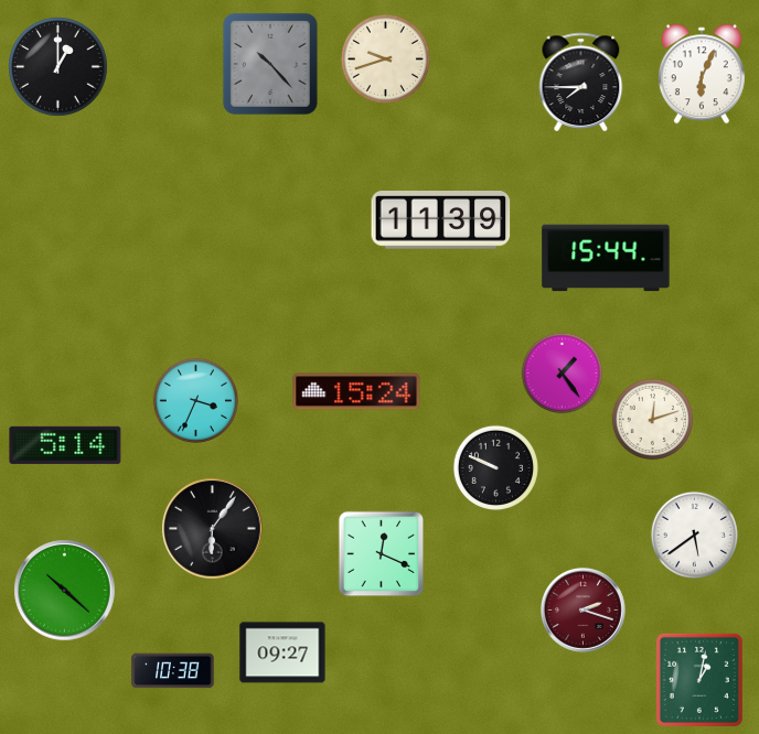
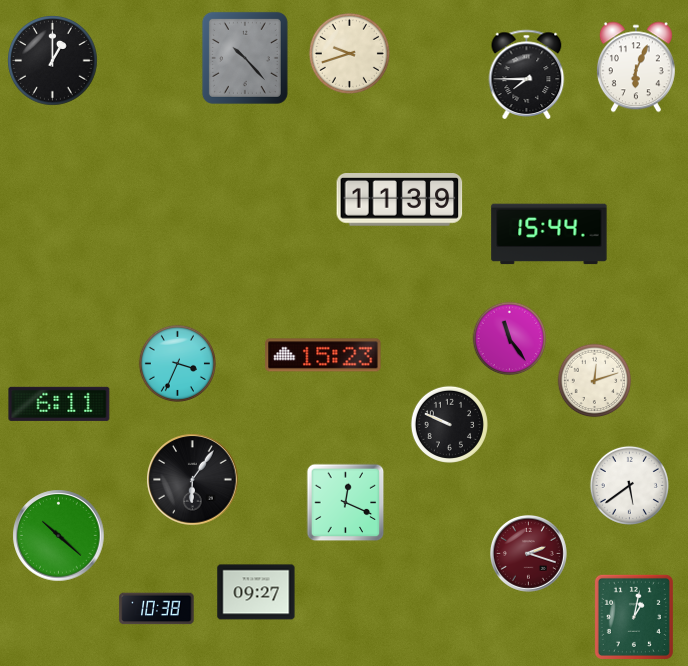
clock at (563, 374): 1:24 -> 11:24
clock at (356, 391): 15:24 -> 15:23
clock at (653, 420) position: (653, 420) -> (595, 381)
clock at (65, 445): 5:14 -> 6:11
